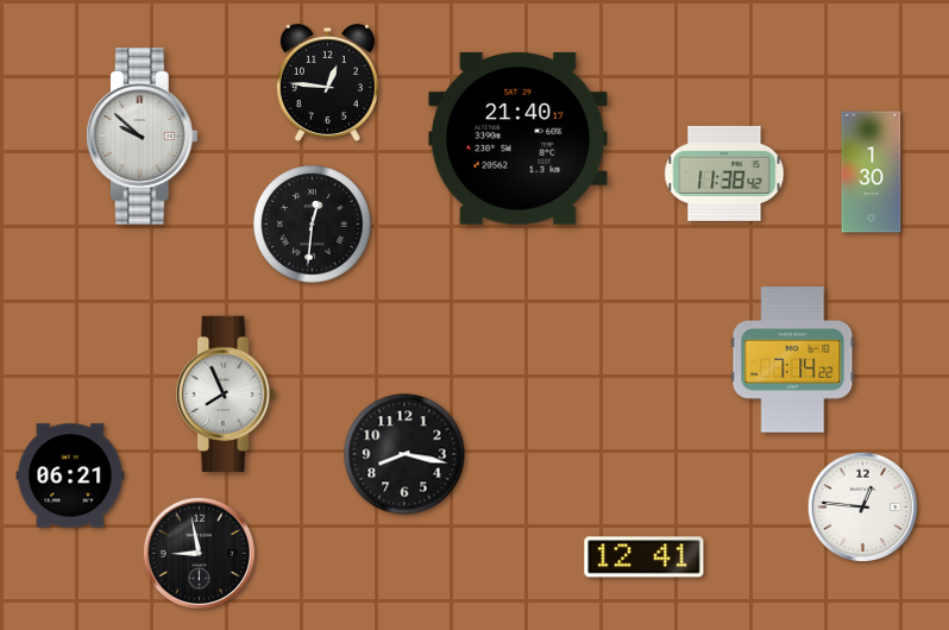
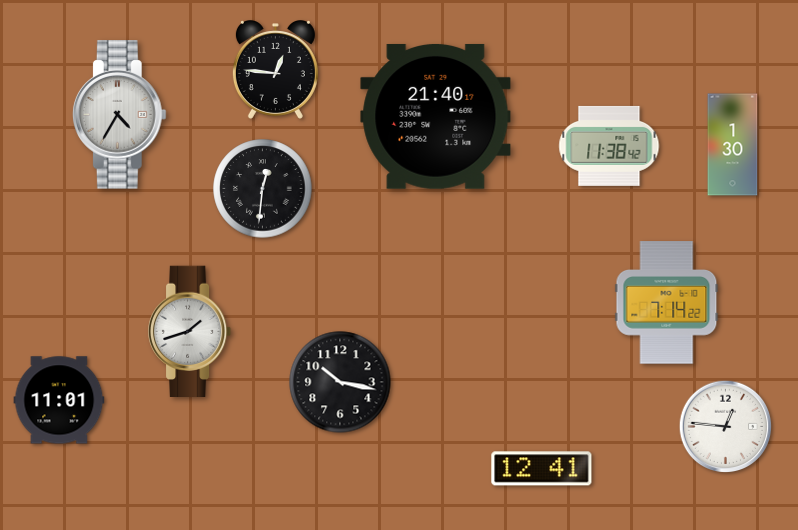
clock at (142, 137): 9:52 -> 4:35
clock at (227, 393): 7:56 -> 1:42
clock at (404, 454): 8:17 -> 10:17
clock at (70, 475): 06:21 -> 11:01
clock at (199, 553): 8:58 -> none
